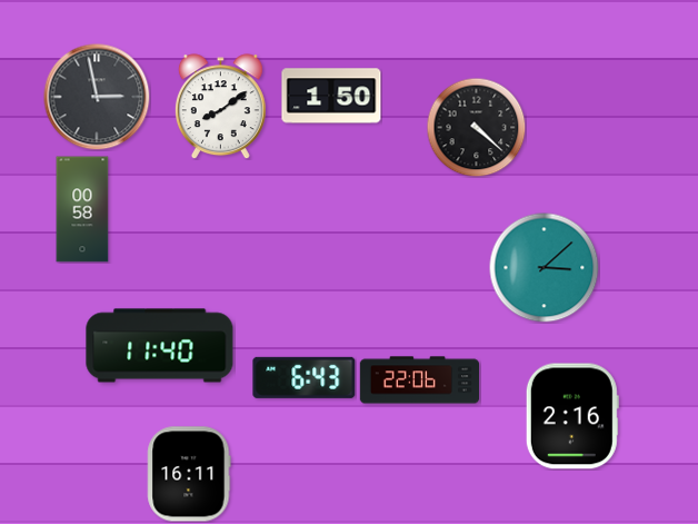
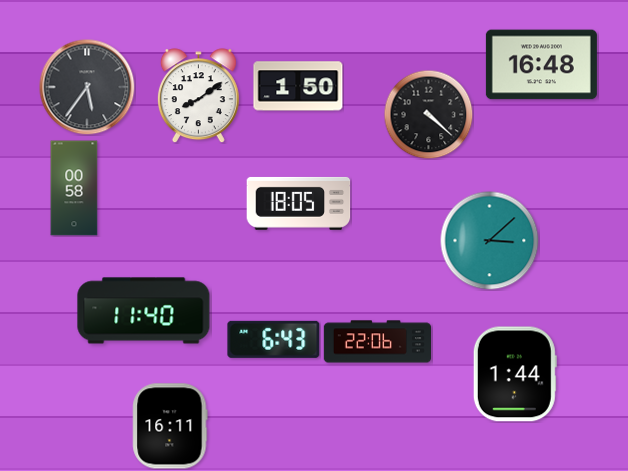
clock at (541, 65): none -> 16:48
clock at (97, 97): 2:58 -> 5:36
clock at (299, 203): none -> 18:05
clock at (572, 416): 2:16 -> 1:44
